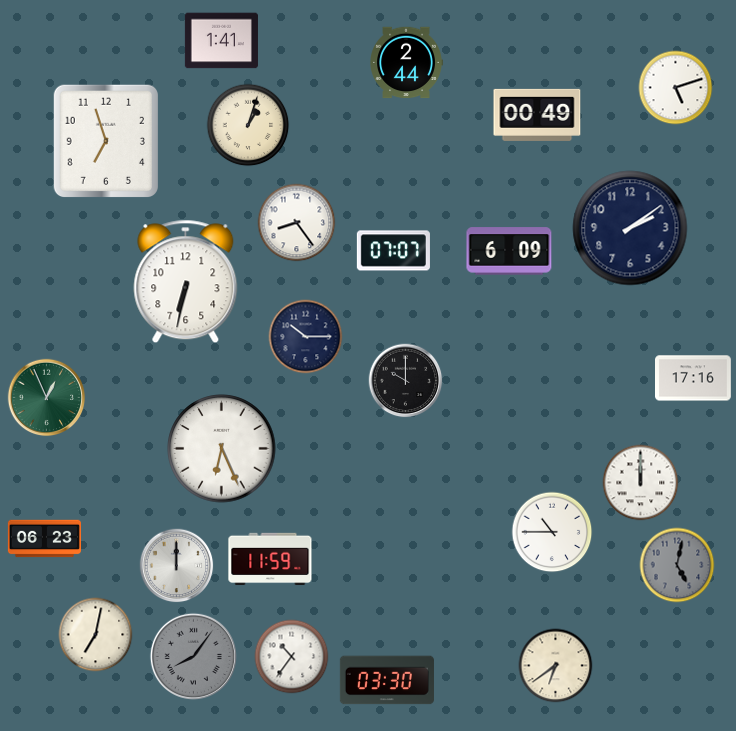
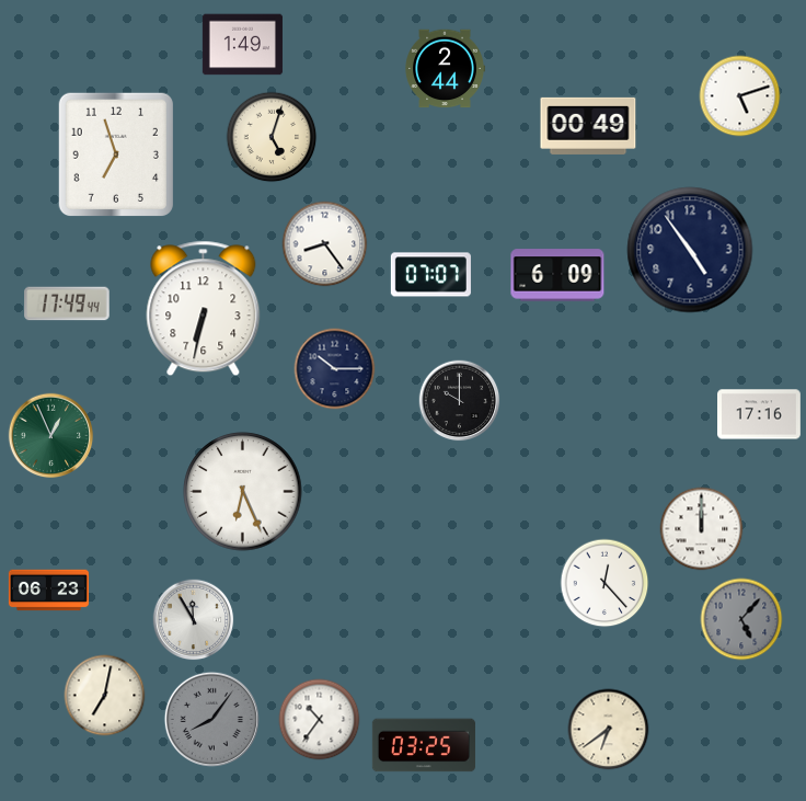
clock at (221, 41): 1:41 -> 1:49
clock at (248, 125): 1:03 -> 5:03
clock at (630, 228): 2:09 -> 4:54
clock at (67, 304): none -> 17:49
clock at (406, 381) position: (406, 381) -> (460, 401)
clock at (552, 532): 10:45 -> 12:23
clock at (270, 559): 11:59 -> none
clock at (677, 565): 5:02 -> 5:07
clock at (177, 566): 12:00 -> 11:55
clock at (387, 680): 03:30 -> 03:25
